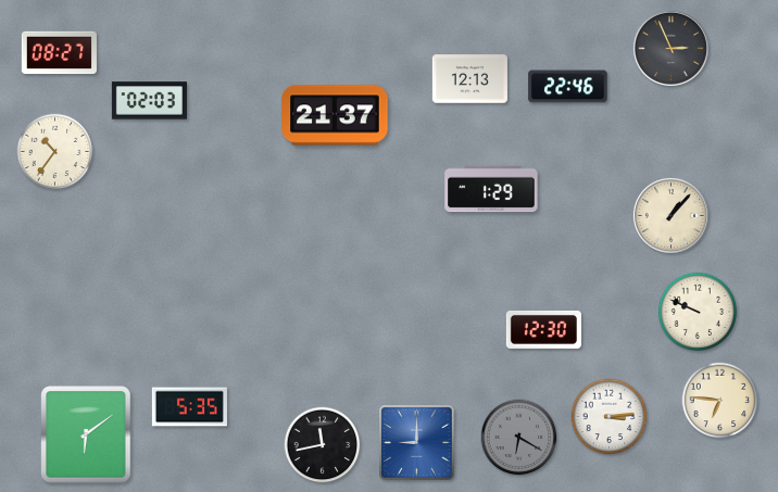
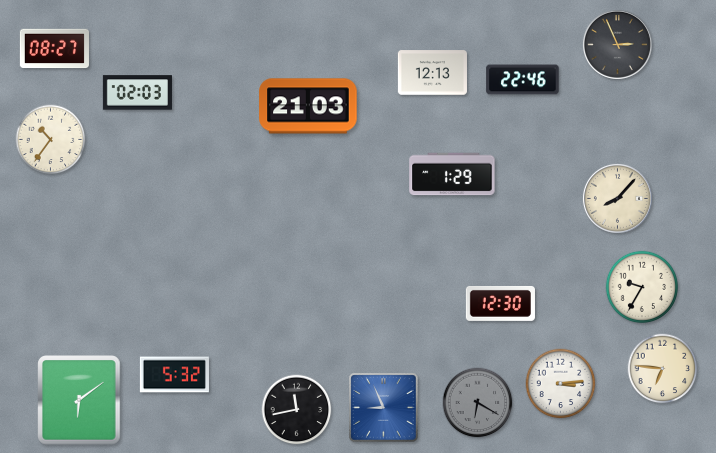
clock at (335, 115): 21:37 -> 21:03
clock at (670, 215): 1:07 -> 8:07
clock at (697, 311): 9:49 -> 9:35
clock at (189, 407): 5:35 -> 5:32
clock at (417, 443): 9:00 -> 8:56
